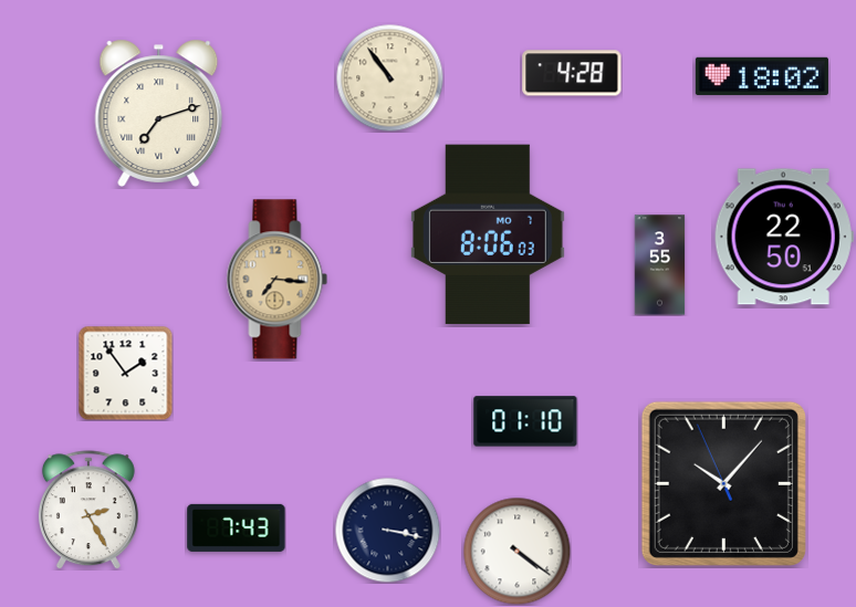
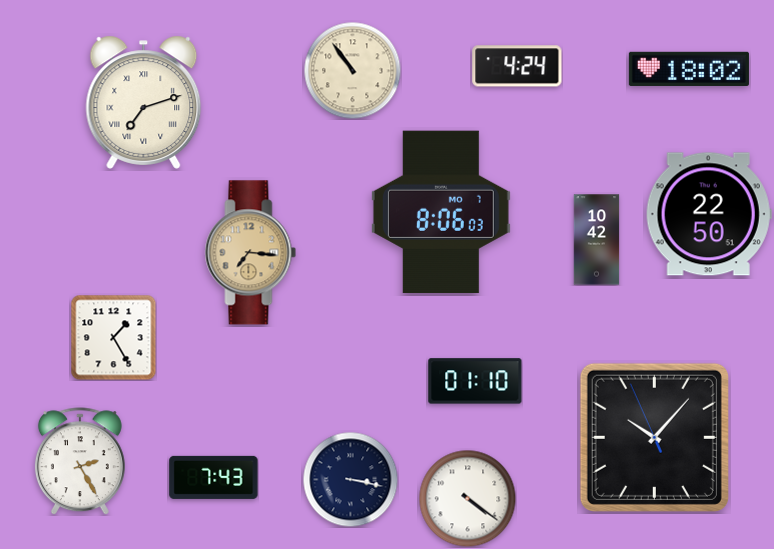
clock at (572, 73): 4:28 -> 4:24
clock at (660, 265): 3:55 -> 10:42
clock at (125, 373): 1:54 -> 1:25
